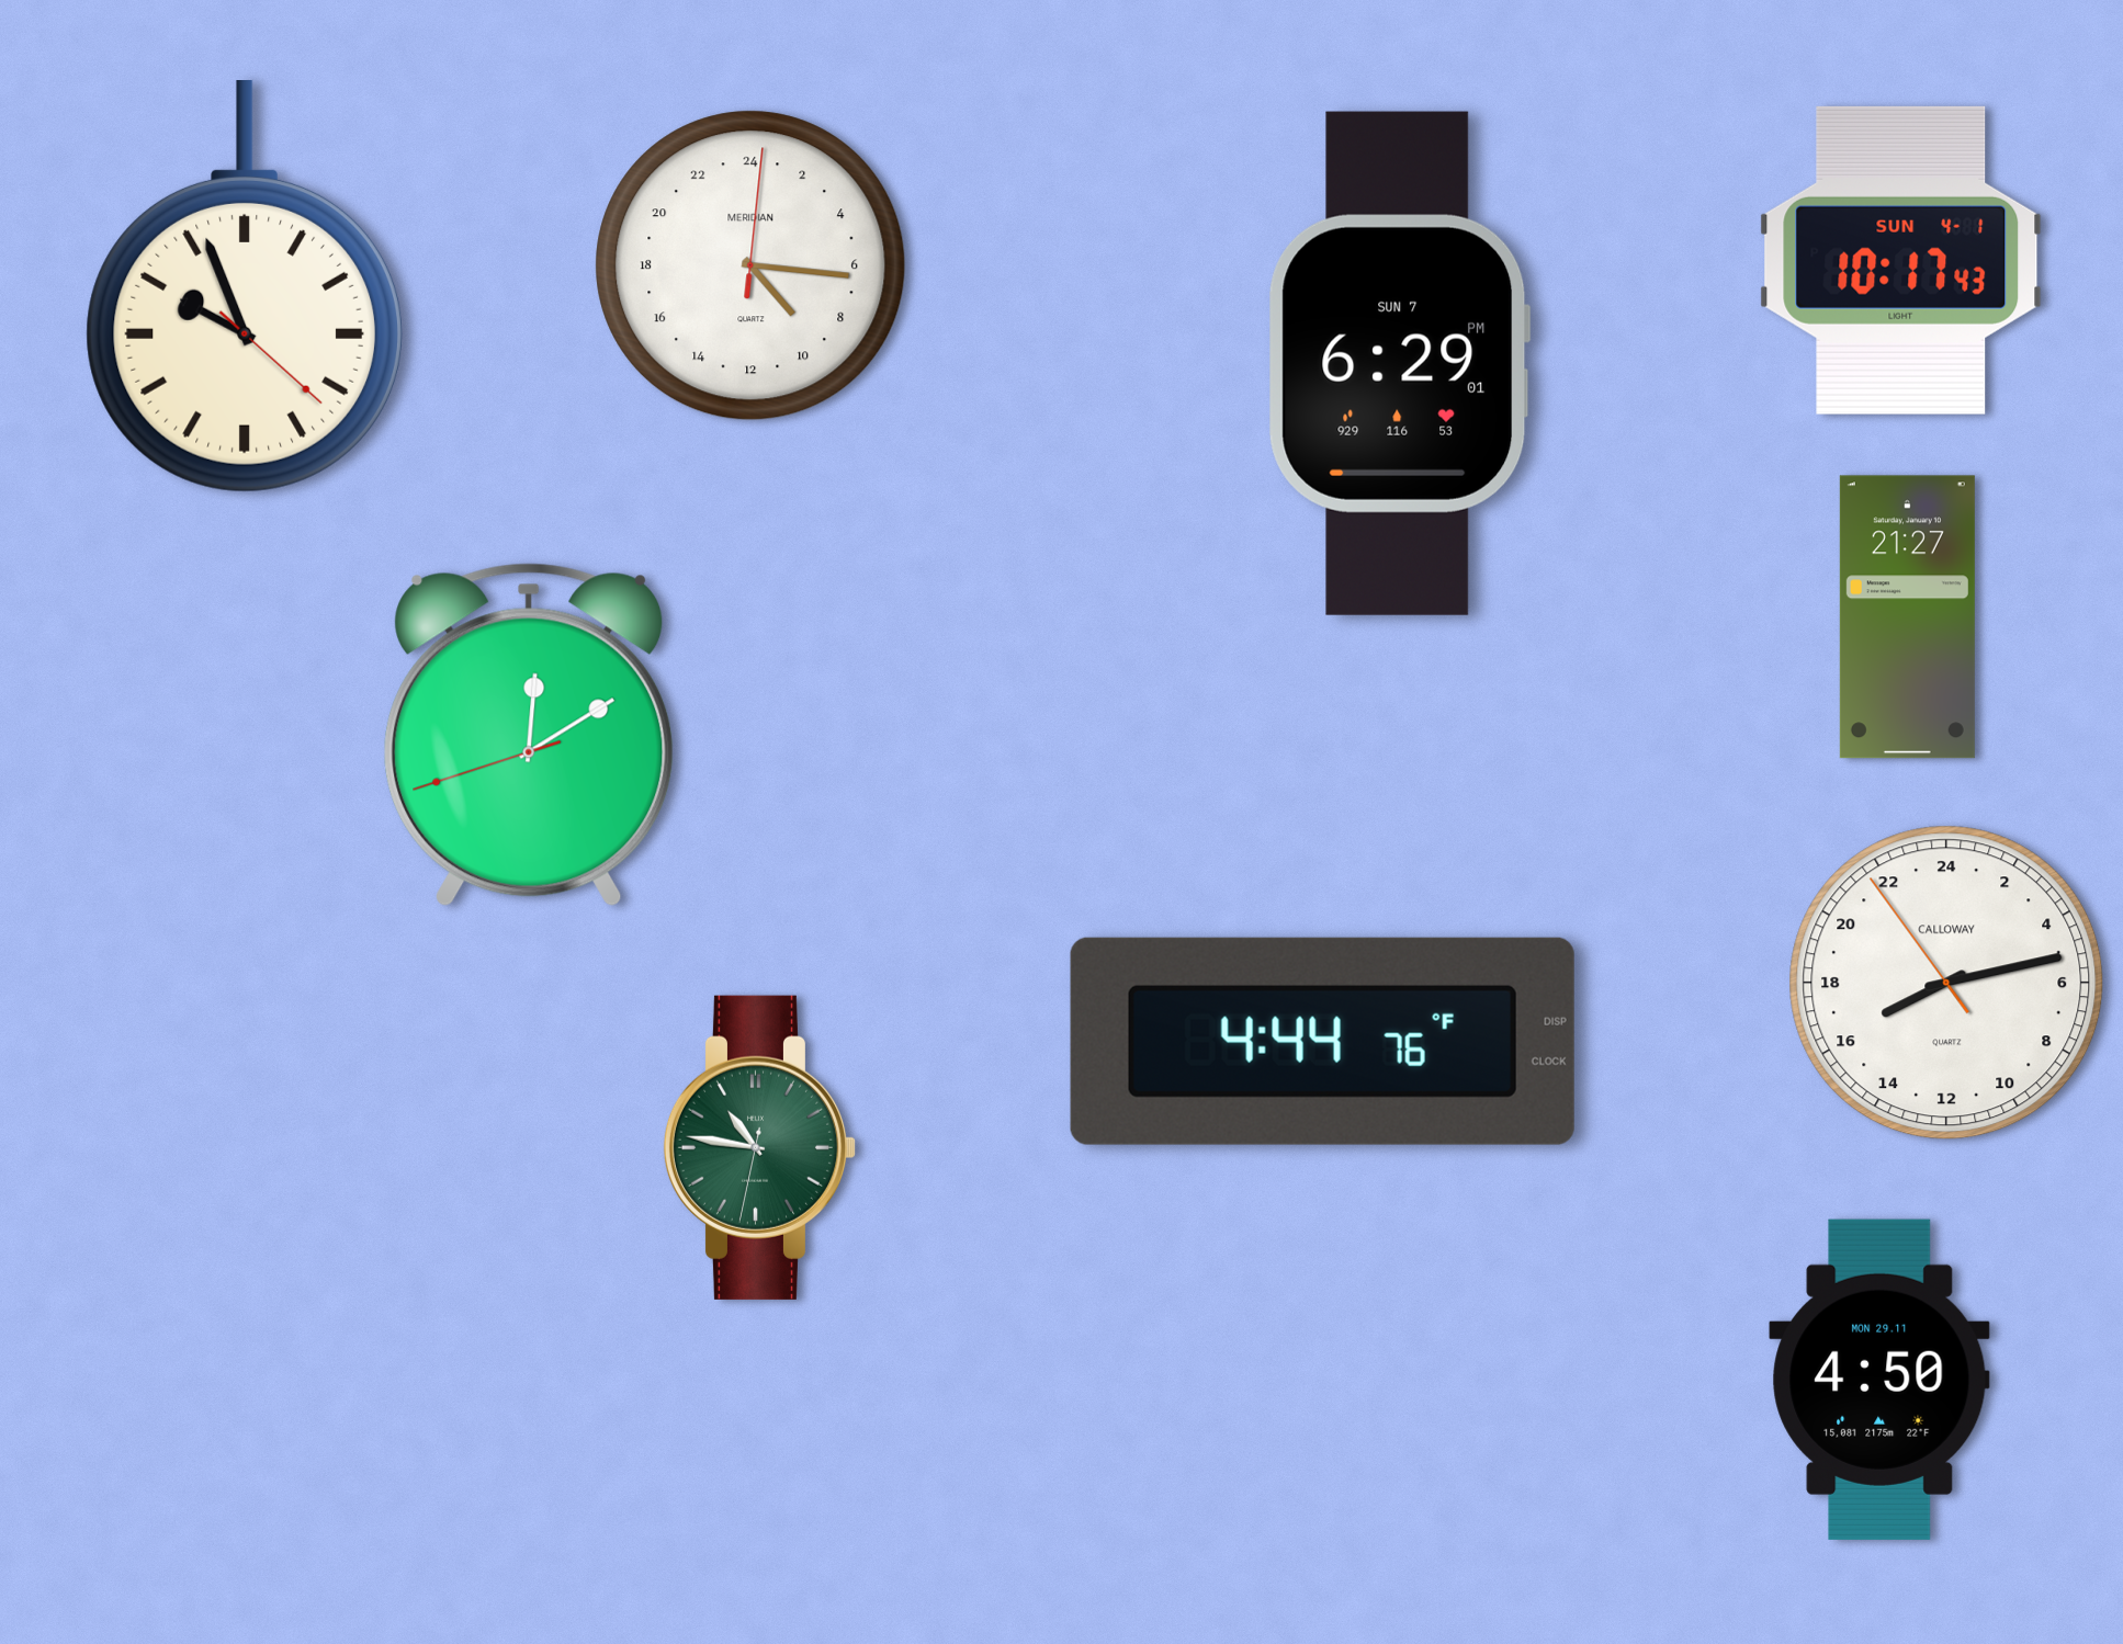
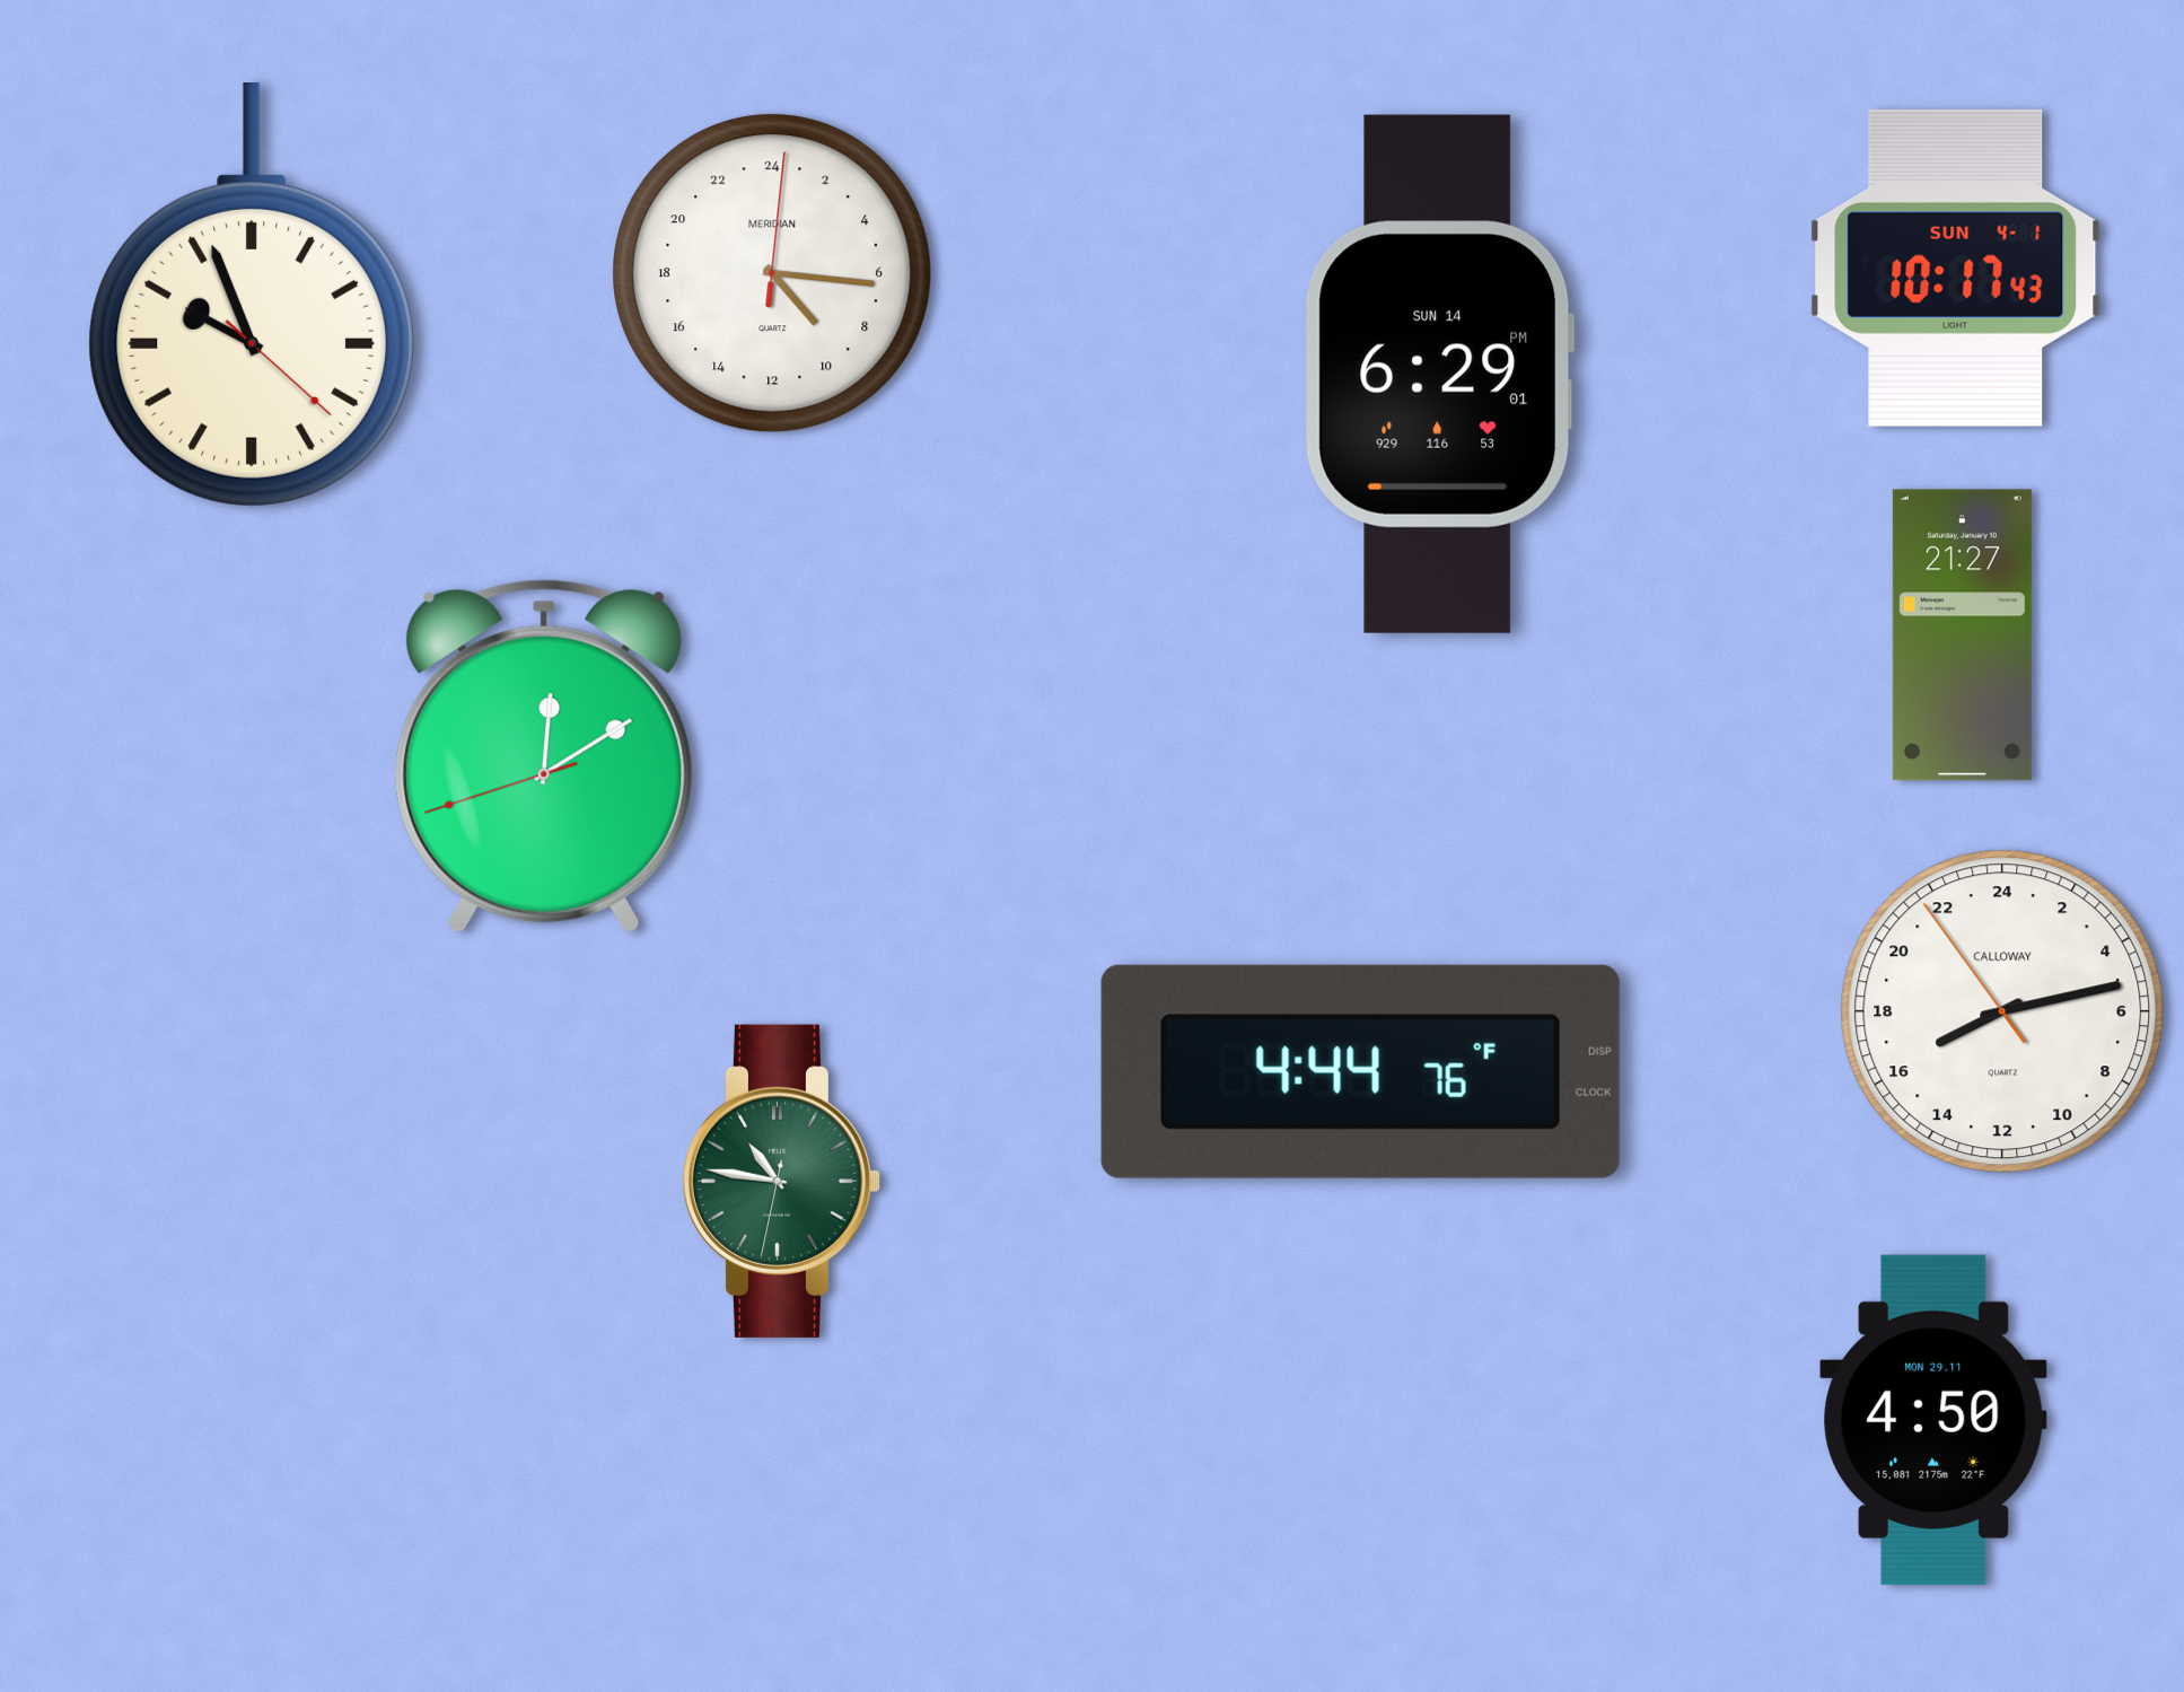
clock at (1399, 363) date: SUN 7 -> SUN 14
